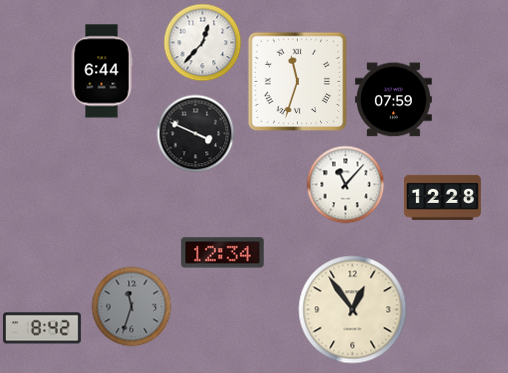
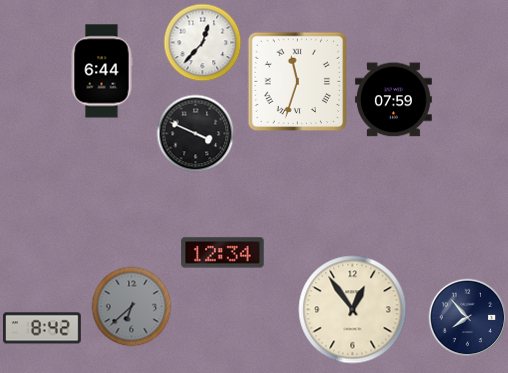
clock at (345, 184): 11:07 -> none
clock at (442, 197): 12:28 -> none
clock at (131, 306): 11:33 -> 6:38
clock at (467, 317): none -> 7:53
